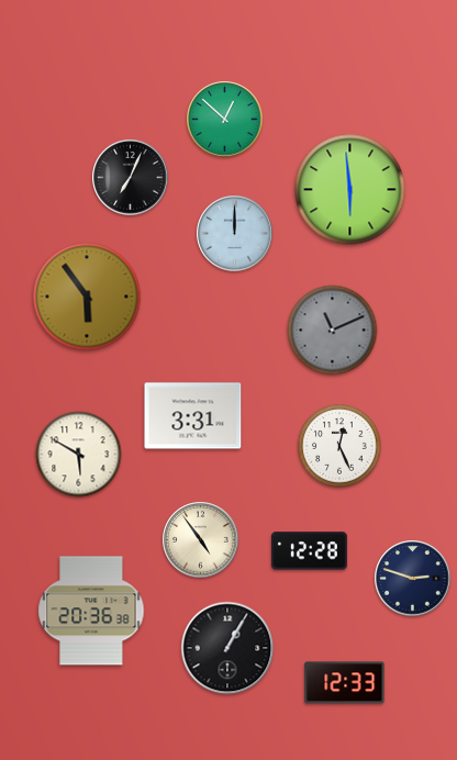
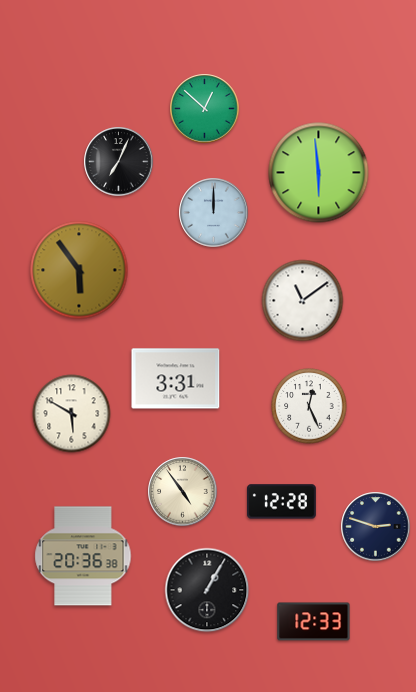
clock at (333, 331): 11:11 -> 11:09
clock at (333, 331) dial: grey -> white
